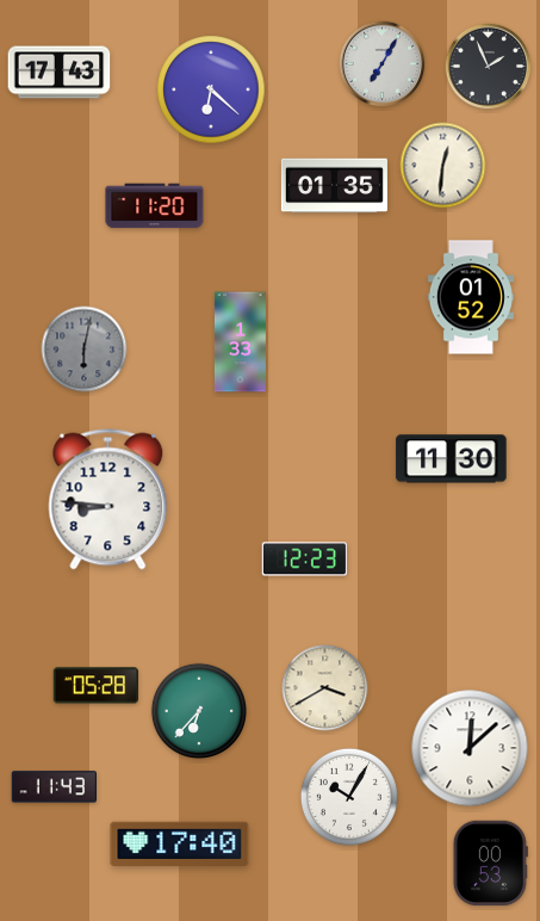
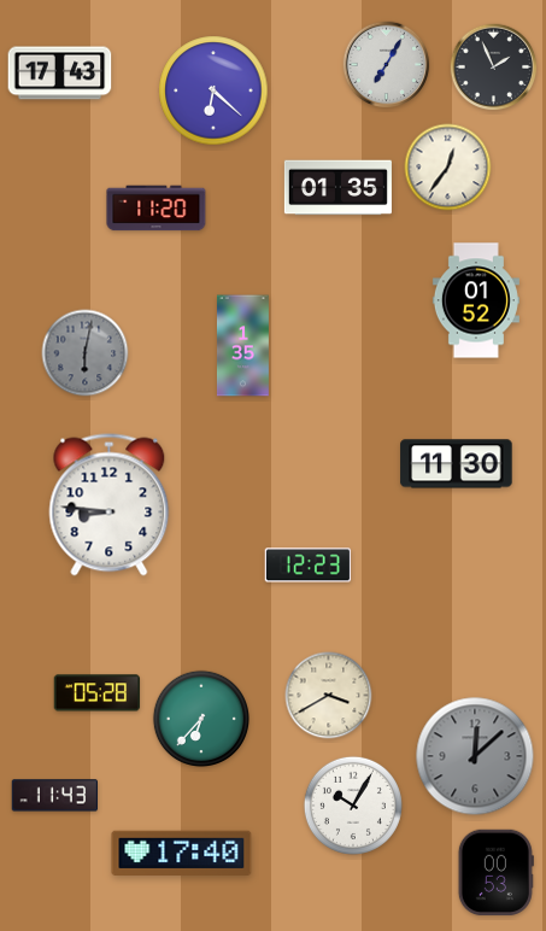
clock at (443, 166): 12:31 -> 12:36
clock at (240, 342): 1:33 -> 1:35
clock at (470, 748) dial: white -> grey
